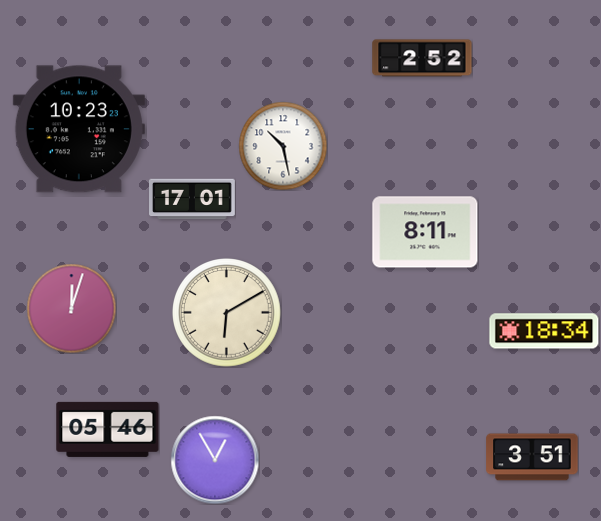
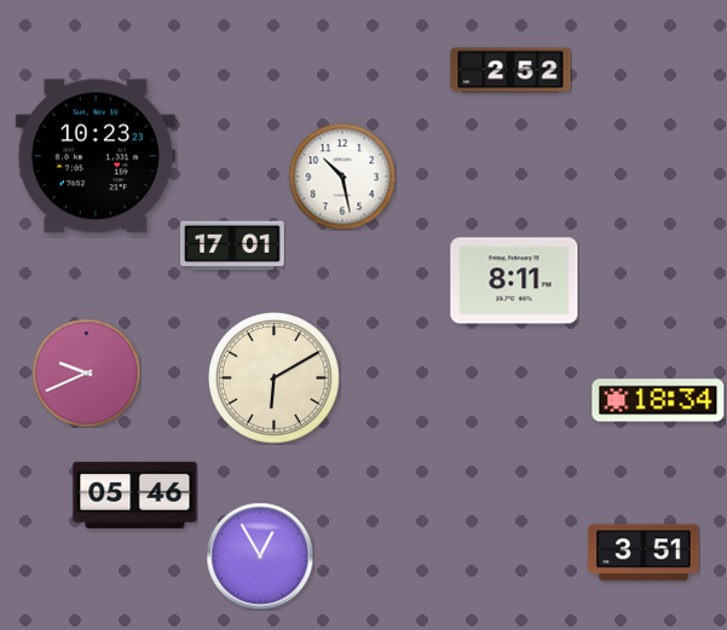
clock at (193, 199) position: (193, 199) -> (233, 245)
clock at (71, 308): 12:03 -> 9:41
clock at (108, 429) position: (108, 429) -> (135, 495)
